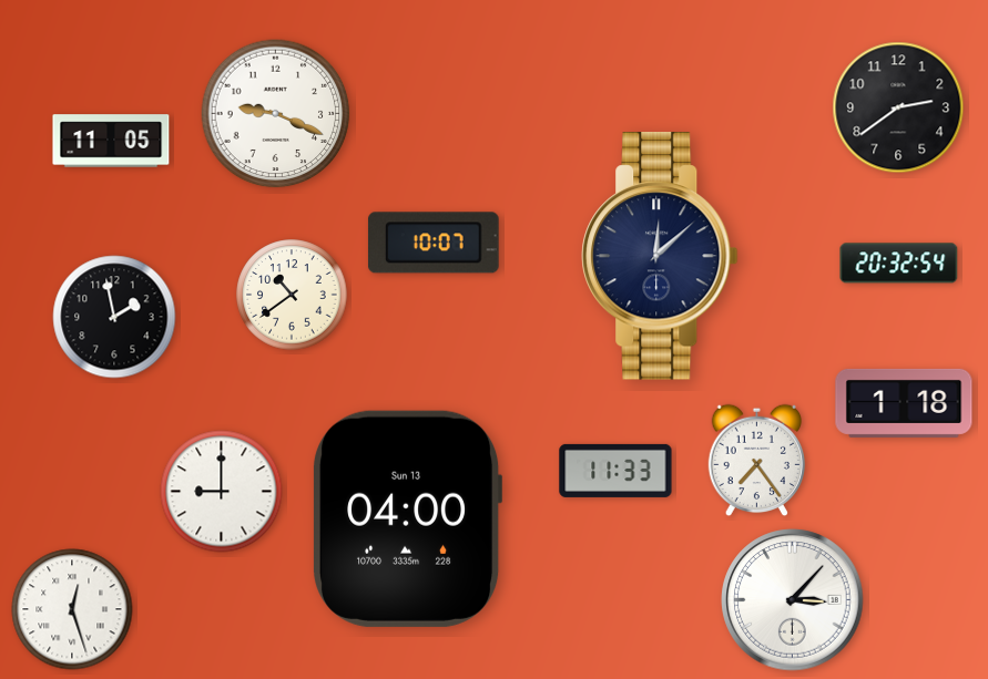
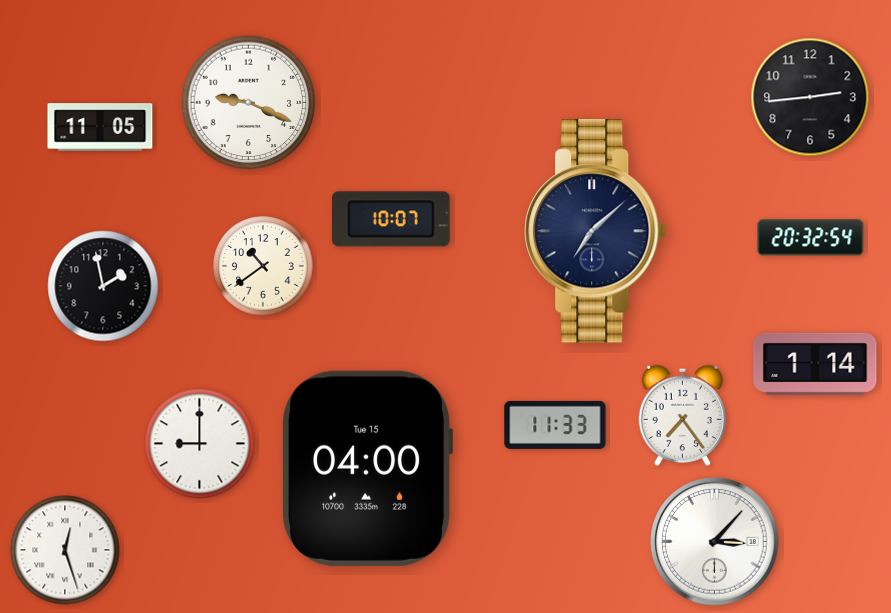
clock at (898, 107): 2:39 -> 2:44
clock at (660, 256): 12:08 -> 7:08
clock at (904, 403): 1:18 -> 1:14
clock at (408, 518) date: Sun 13 -> Tue 15
